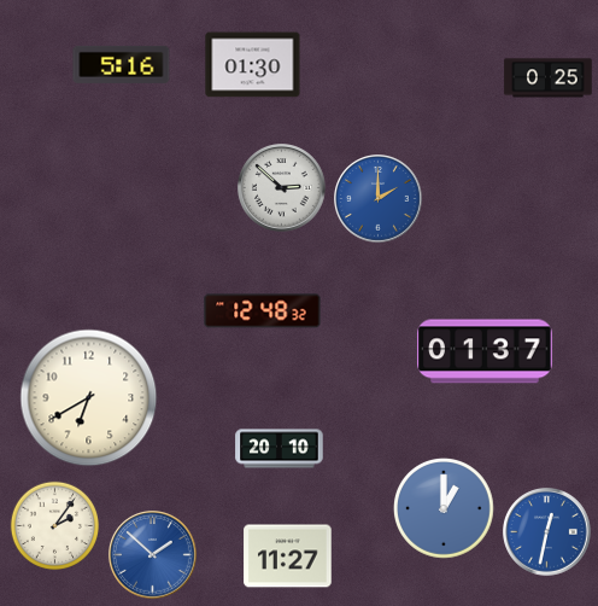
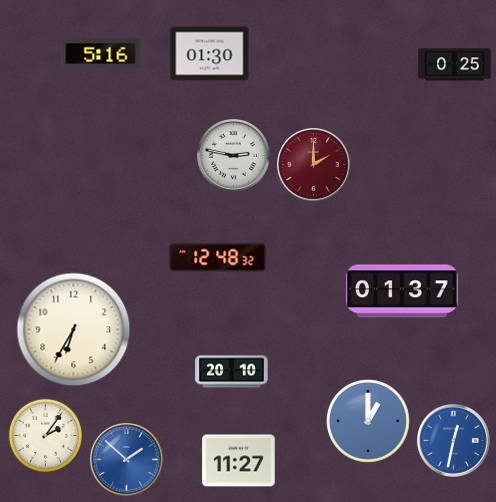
clock at (282, 188): 2:52 -> 2:47
clock at (379, 199) dial: blue -> burgundy
clock at (89, 398): 6:40 -> 6:35
